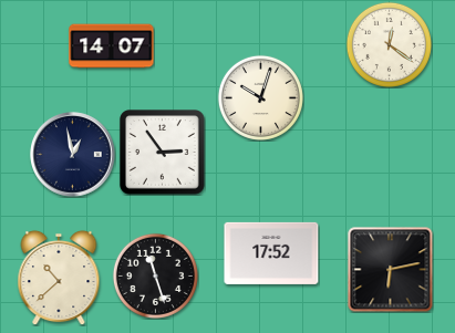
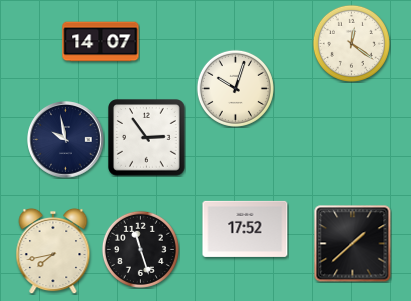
clock at (389, 44) position: (389, 44) -> (351, 43)
clock at (73, 155): 12:58 -> 9:58
clock at (391, 270): 6:13 -> 1:38
clock at (59, 278): 10:38 -> 7:43
